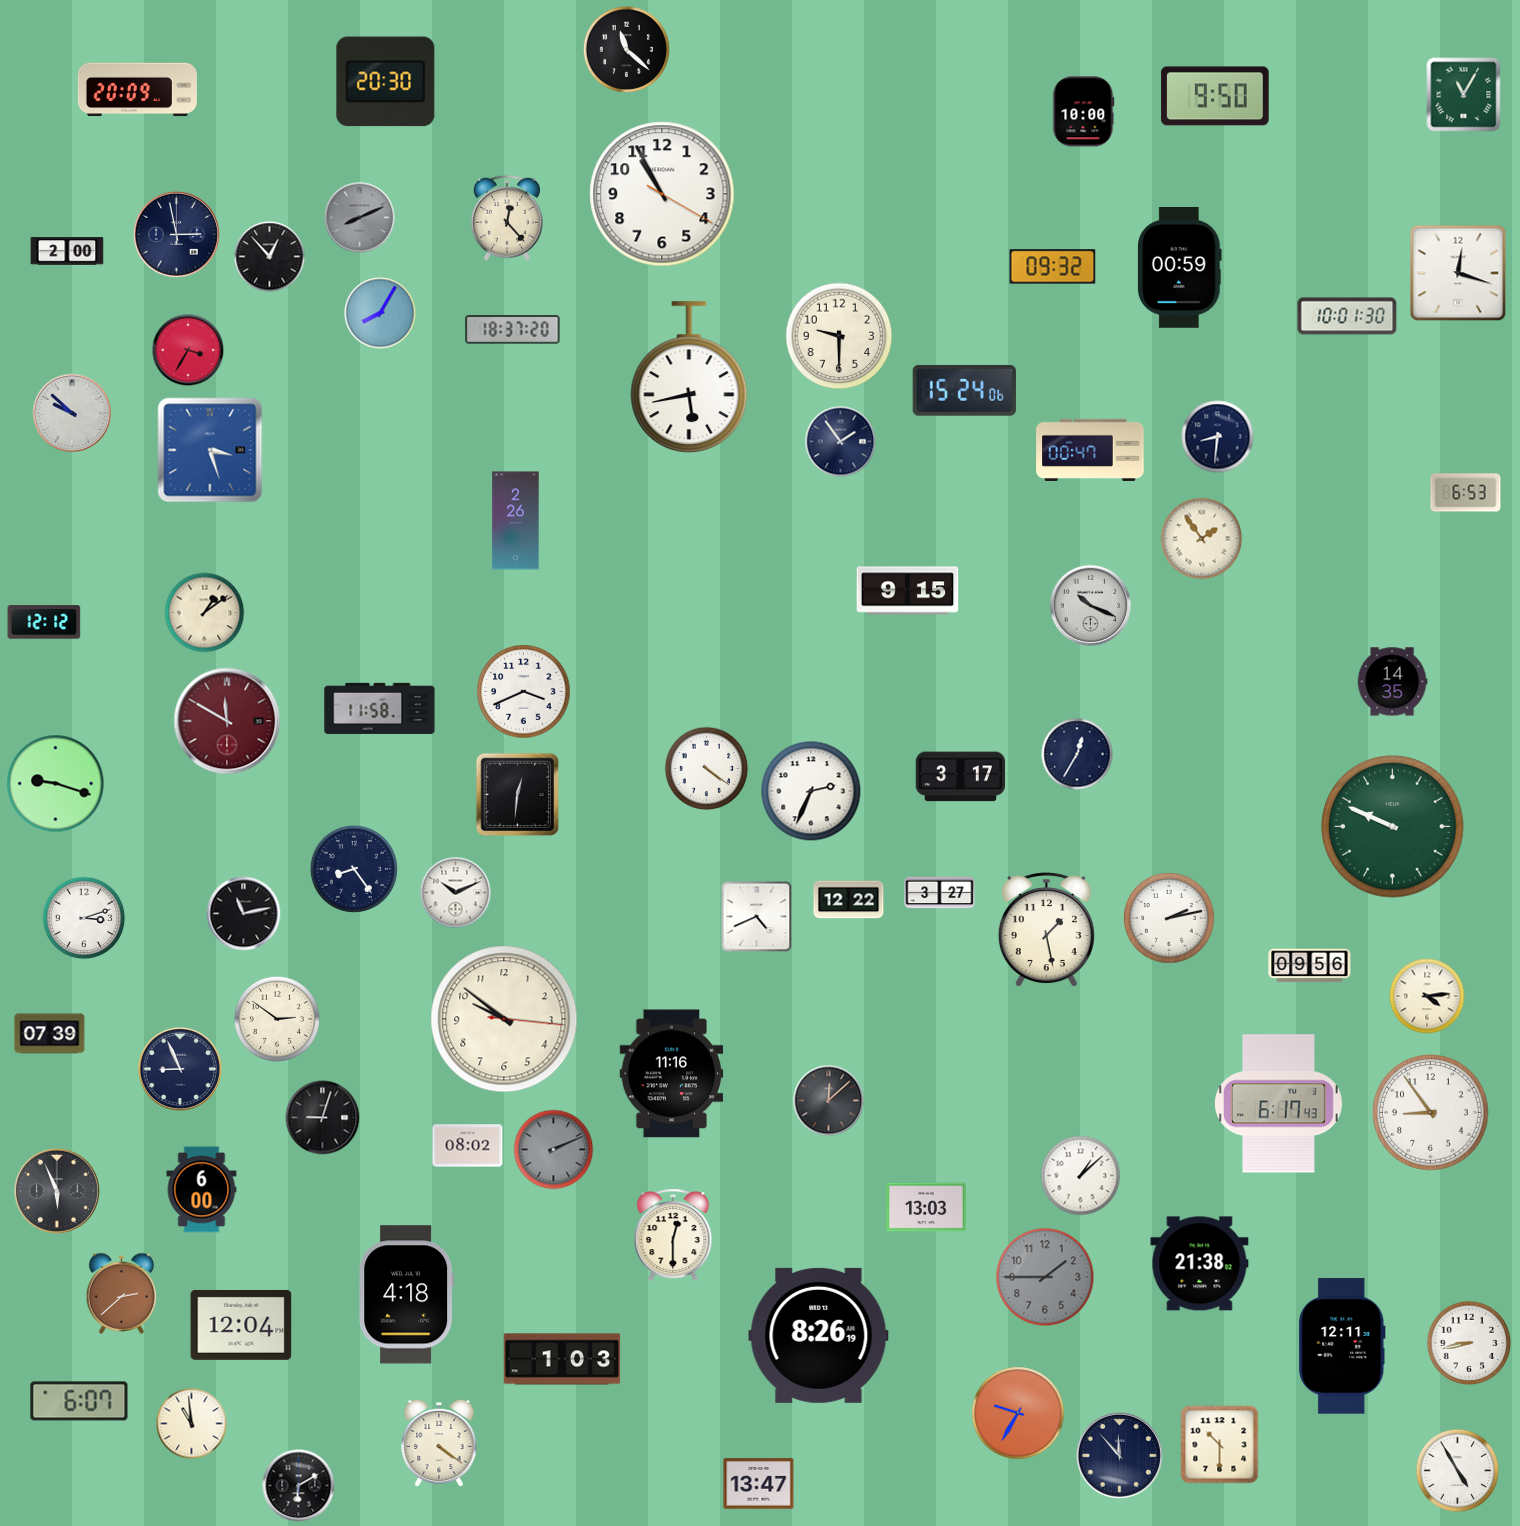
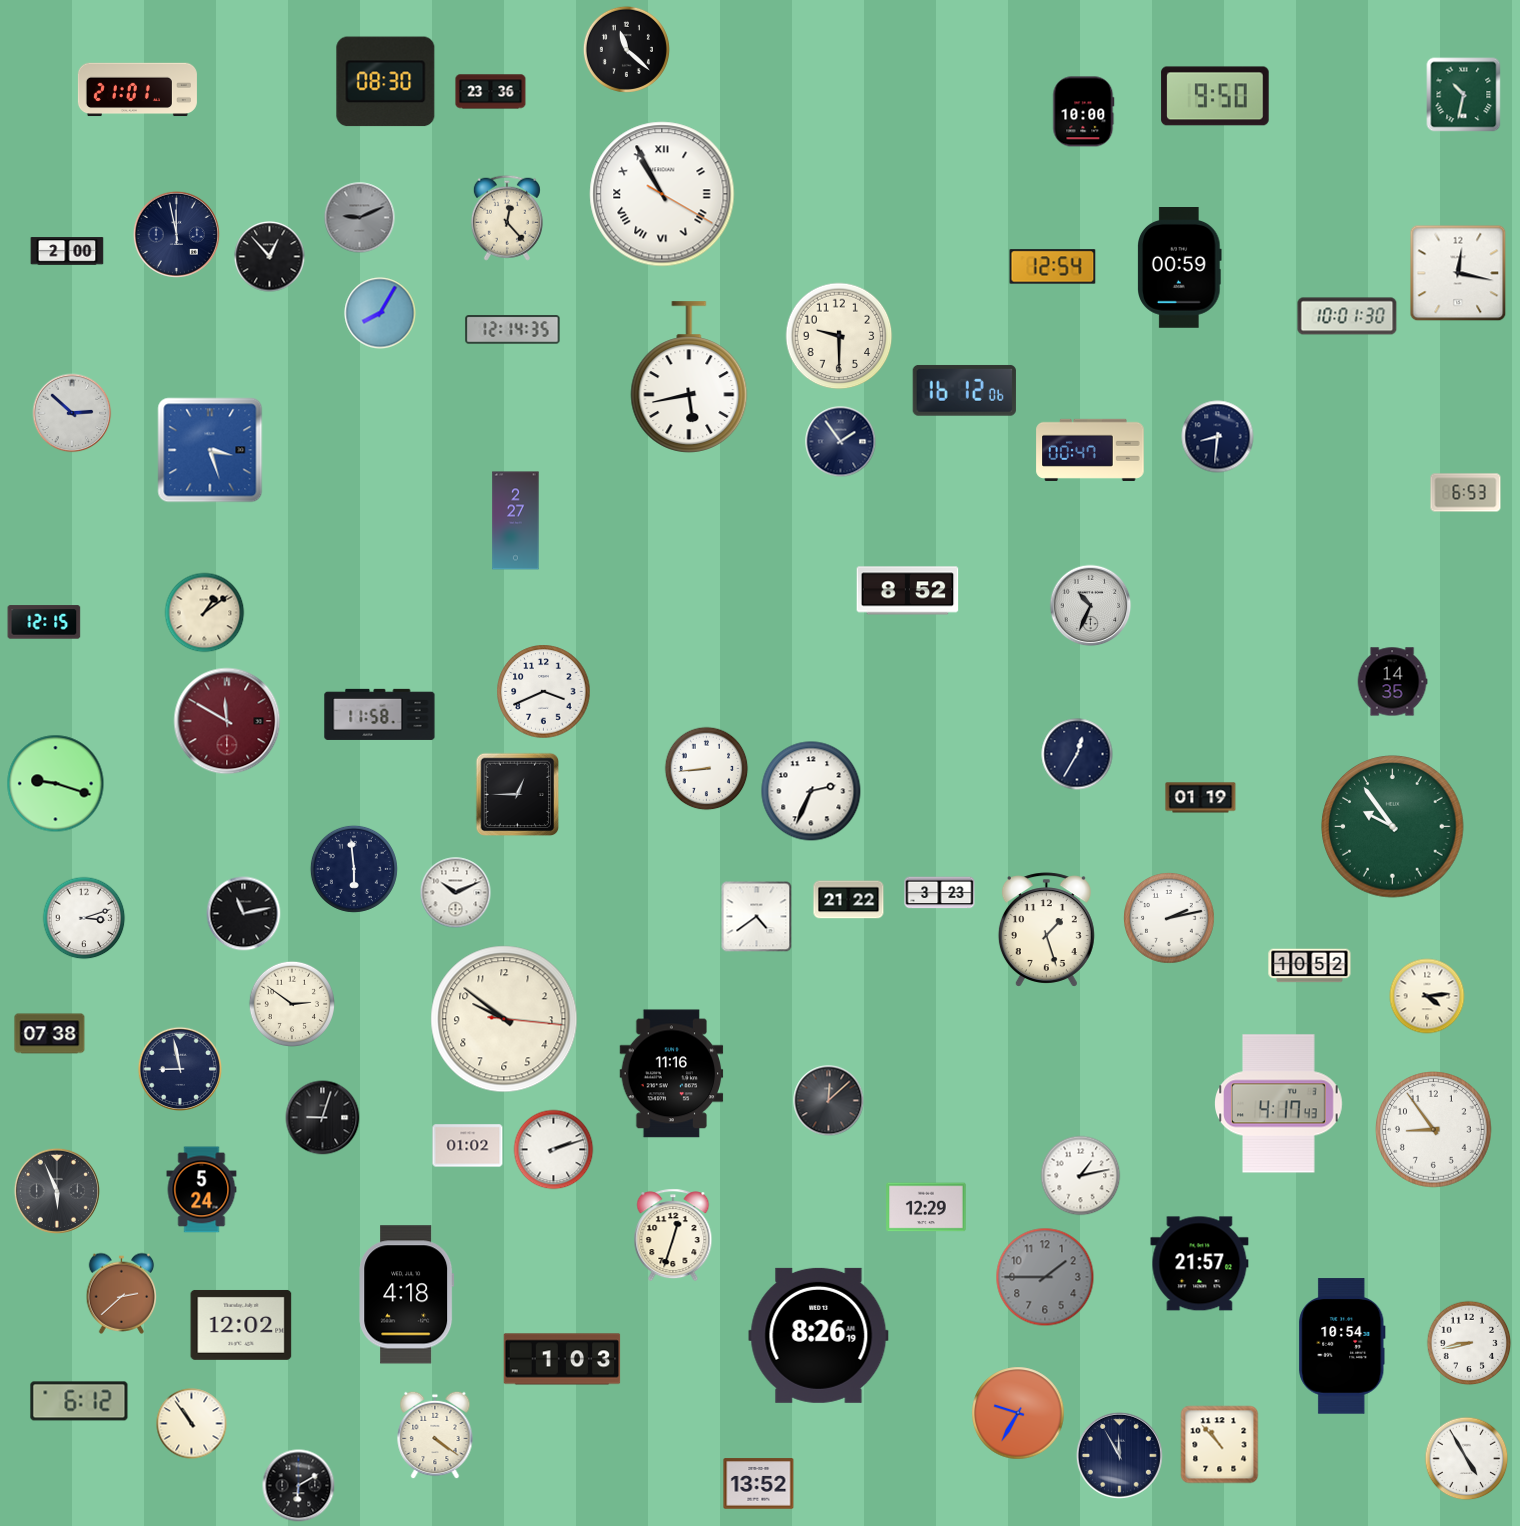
clock at (386, 82): 20:30 -> 08:30
clock at (137, 90): 20:09 -> 21:01
clock at (491, 92): none -> 23:36
clock at (1464, 95): 11:05 -> 10:32
clock at (662, 194) numerals: Arabic -> Roman
clock at (360, 218): 8:11 -> 9:11
clock at (176, 234): 2:58 -> 11:58
clock at (1053, 267): 09:32 -> 12:54
clock at (1458, 273): 12:18 -> 12:17
clock at (513, 330): 18:37 -> 12:14
clock at (188, 350): 3:35 -> none
clock at (964, 390): 15:24 -> 16:12
clock at (72, 413): 9:52 -> 2:52
clock at (516, 521): 2:26 -> 2:27
clock at (1202, 539): 1:54 -> none
clock at (908, 591): 9:15 -> 8:52
clock at (1091, 606): 10:19 -> 10:34
clock at (44, 622): 12:12 -> 12:15
clock at (524, 692) position: (524, 692) -> (544, 692)
clock at (380, 708) position: (380, 708) -> (380, 714)
clock at (707, 769): 4:21 -> 8:44
clock at (961, 777): 3:17 -> none
clock at (518, 795): 12:31 -> 12:45
clock at (1201, 798): none -> 01:19
clock at (1393, 827): 9:49 -> 9:54
clock at (354, 869): 8:24 -> 5:59
clock at (940, 893): 3:27 -> 3:23
clock at (849, 900): 12:22 -> 21:22
clock at (757, 917): 4:41 -> 4:39
clock at (1046, 930): 1:28 -> 1:27
clock at (1310, 966): 09:56 -> 10:52
clock at (276, 1018) position: (276, 1018) -> (291, 1003)
clock at (50, 1034): 07:39 -> 07:38
clock at (179, 1068): 8:56 -> 8:58
clock at (1279, 1104): 6:17 -> 4:17
clock at (1431, 1113) position: (1431, 1113) -> (1434, 1130)
clock at (468, 1146): 08:02 -> 01:02
clock at (554, 1150): 2:11 -> 2:12
clock at (554, 1150) dial: grey -> white
clock at (1081, 1176): 1:08 -> 1:13
clock at (202, 1190): 6:00 -> 5:24
clock at (926, 1207): 13:03 -> 12:29
clock at (673, 1235): 12:30 -> 12:33
clock at (1200, 1264): 21:38 -> 21:57
clock at (241, 1325): 12:04 -> 12:02
clock at (1342, 1346): 12:11 -> 10:54
clock at (79, 1401): 6:07 -> 6:12
clock at (192, 1424): 10:59 -> 10:54
clock at (439, 1443) position: (439, 1443) -> (435, 1435)
clock at (1220, 1445): 10:30 -> 10:53
clock at (1119, 1455): 11:53 -> 11:55
clock at (1458, 1471) position: (1458, 1471) -> (1467, 1459)
clock at (759, 1484): 13:47 -> 13:52
